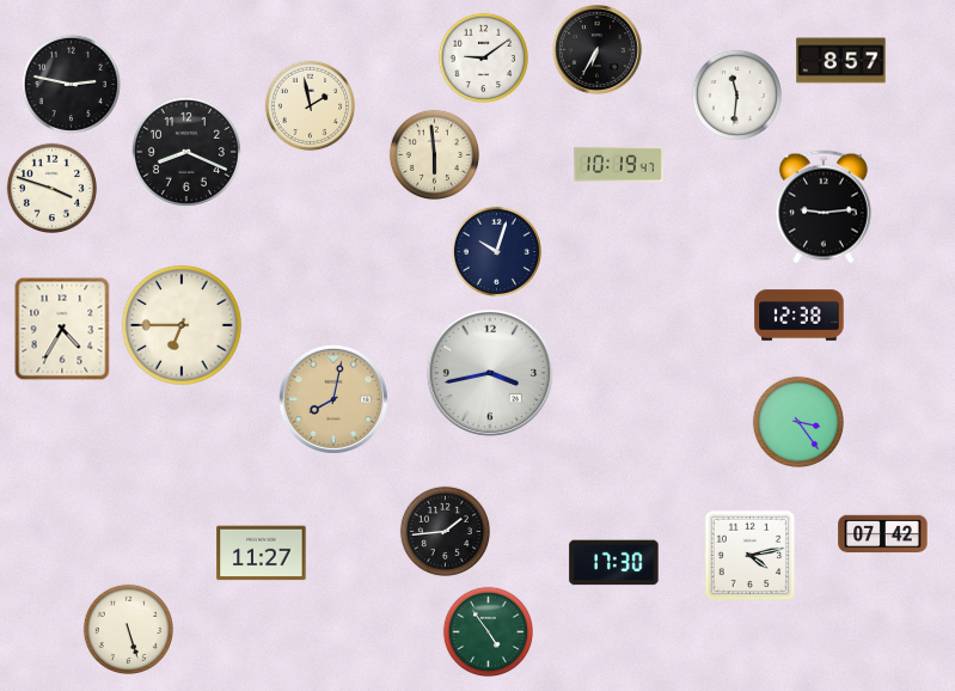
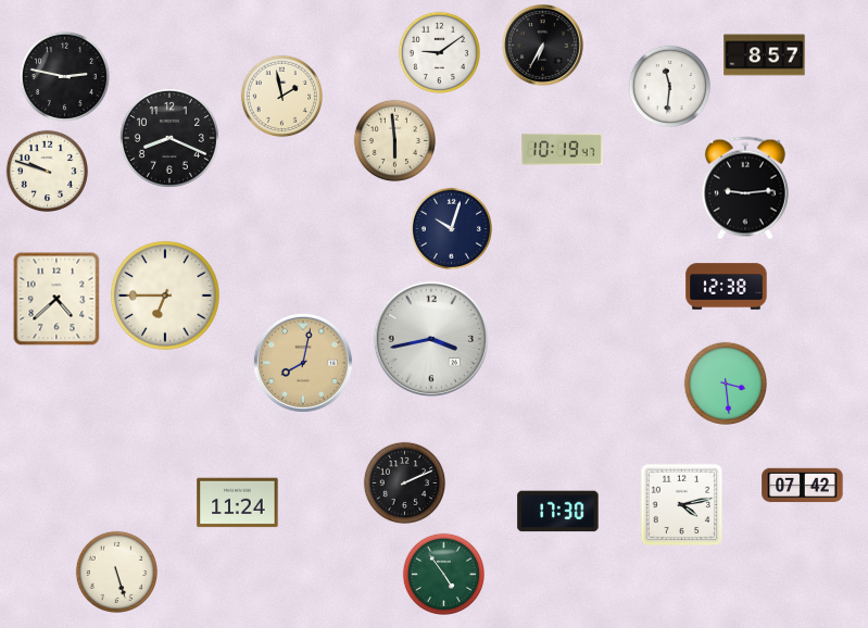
clock at (51, 188): 3:48 -> 9:48
clock at (824, 207) position: (824, 207) -> (745, 188)
clock at (62, 329): 4:35 -> 4:38
clock at (490, 373) position: (490, 373) -> (431, 339)
clock at (797, 421): 3:24 -> 3:29
clock at (445, 531): 1:44 -> 2:11
clock at (262, 554): 11:27 -> 11:24
